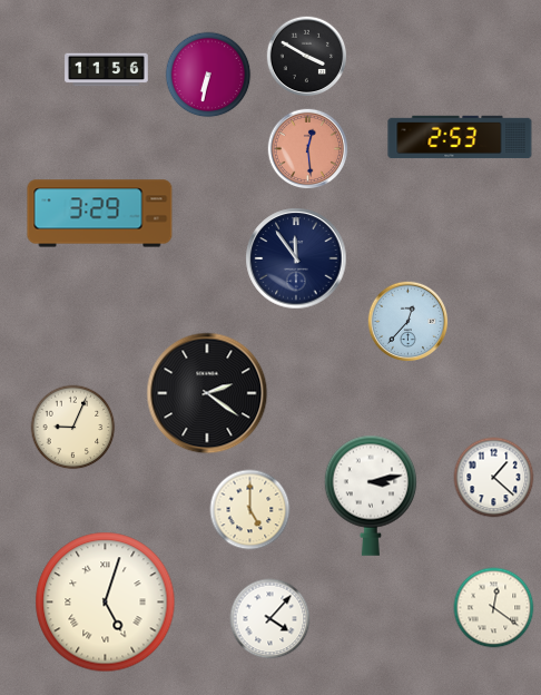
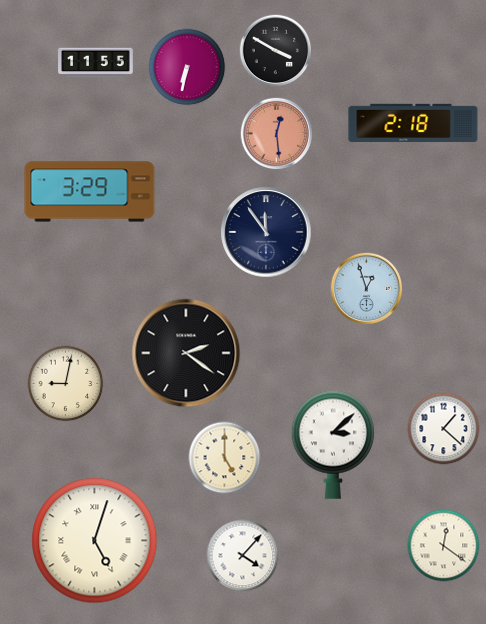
clock at (107, 70): 11:56 -> 11:55
clock at (460, 137): 2:53 -> 2:18
clock at (409, 322): 12:37 -> 12:57
clock at (73, 428): 9:04 -> 9:02
clock at (371, 496): 3:13 -> 3:08
